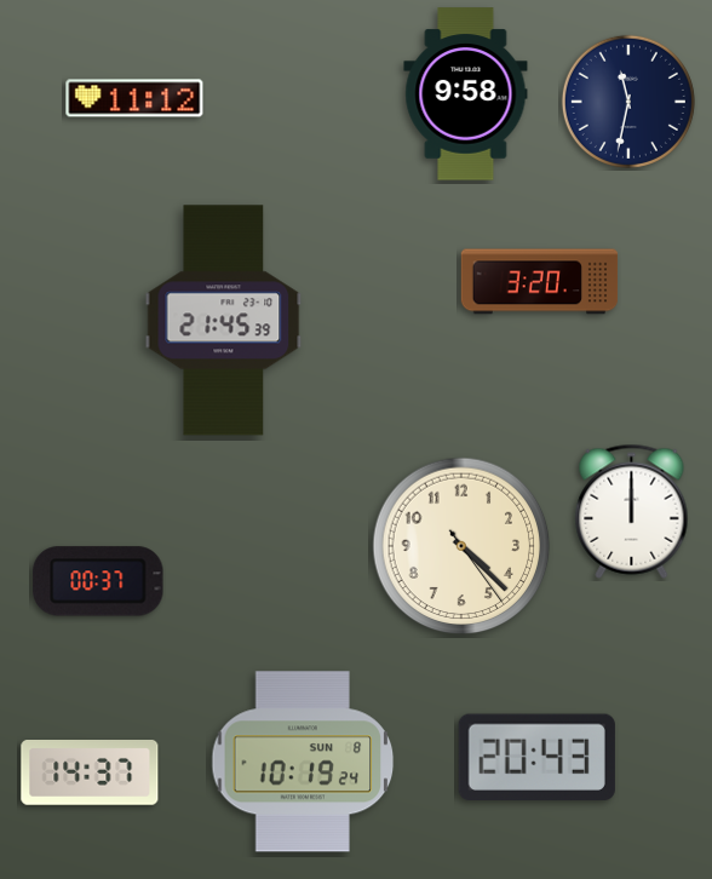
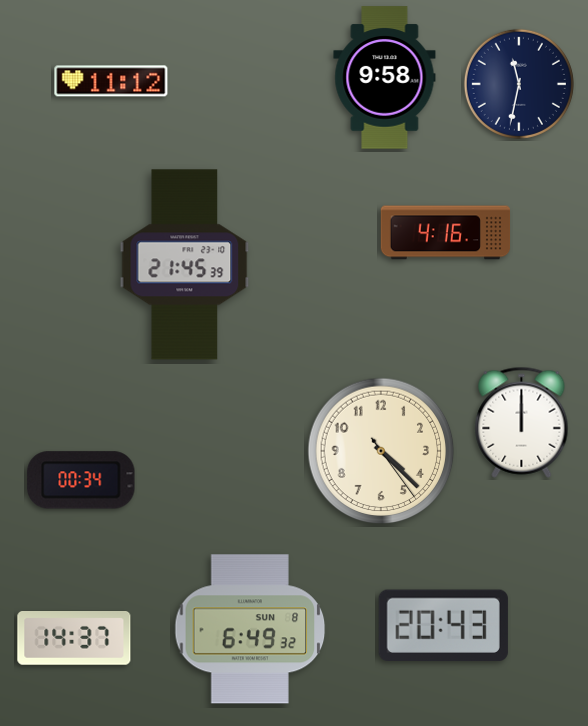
clock at (540, 282): 3:20 -> 4:16
clock at (98, 581): 00:37 -> 00:34
clock at (303, 762): 10:19 -> 6:49
